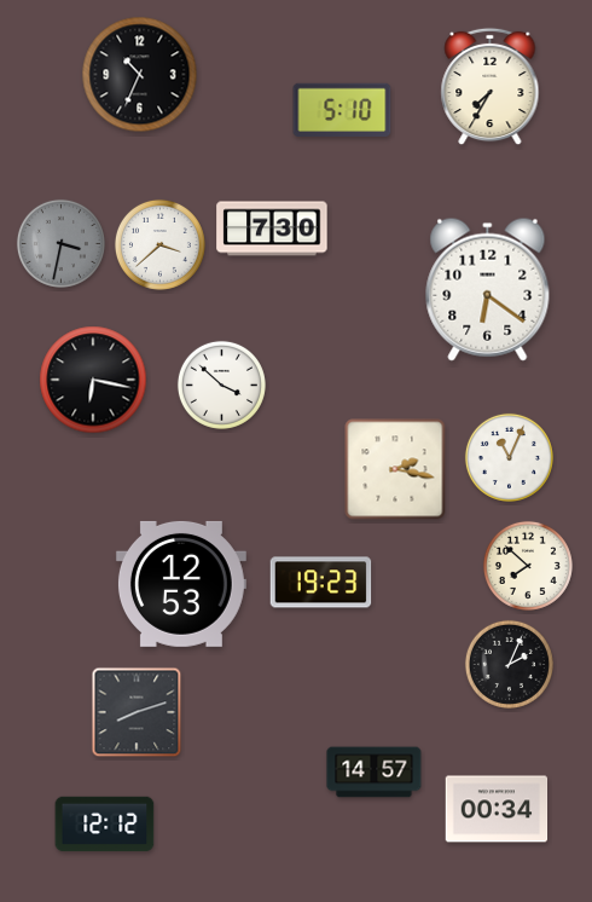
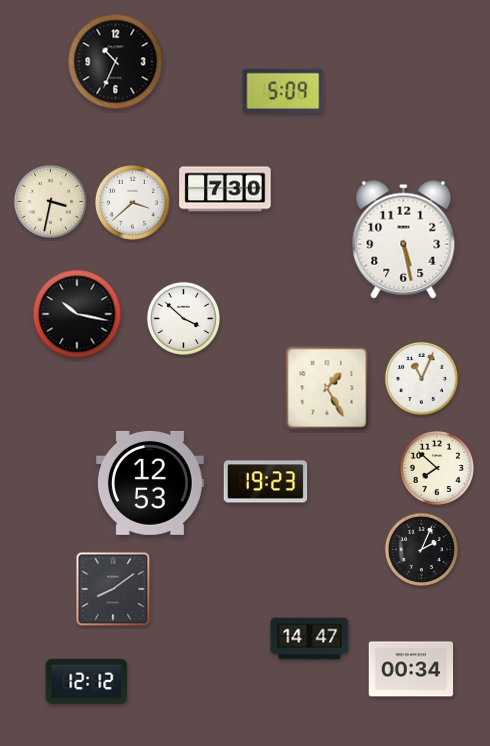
clock at (491, 87): 7:35 -> none
clock at (342, 110): 5:10 -> 5:09
clock at (60, 243) dial: grey -> cream
clock at (488, 289): 6:21 -> 5:28
clock at (93, 380): 6:17 -> 10:17
clock at (395, 469): 2:17 -> 1:25
clock at (137, 712): 8:12 -> 8:09
clock at (375, 773): 14:57 -> 14:47
